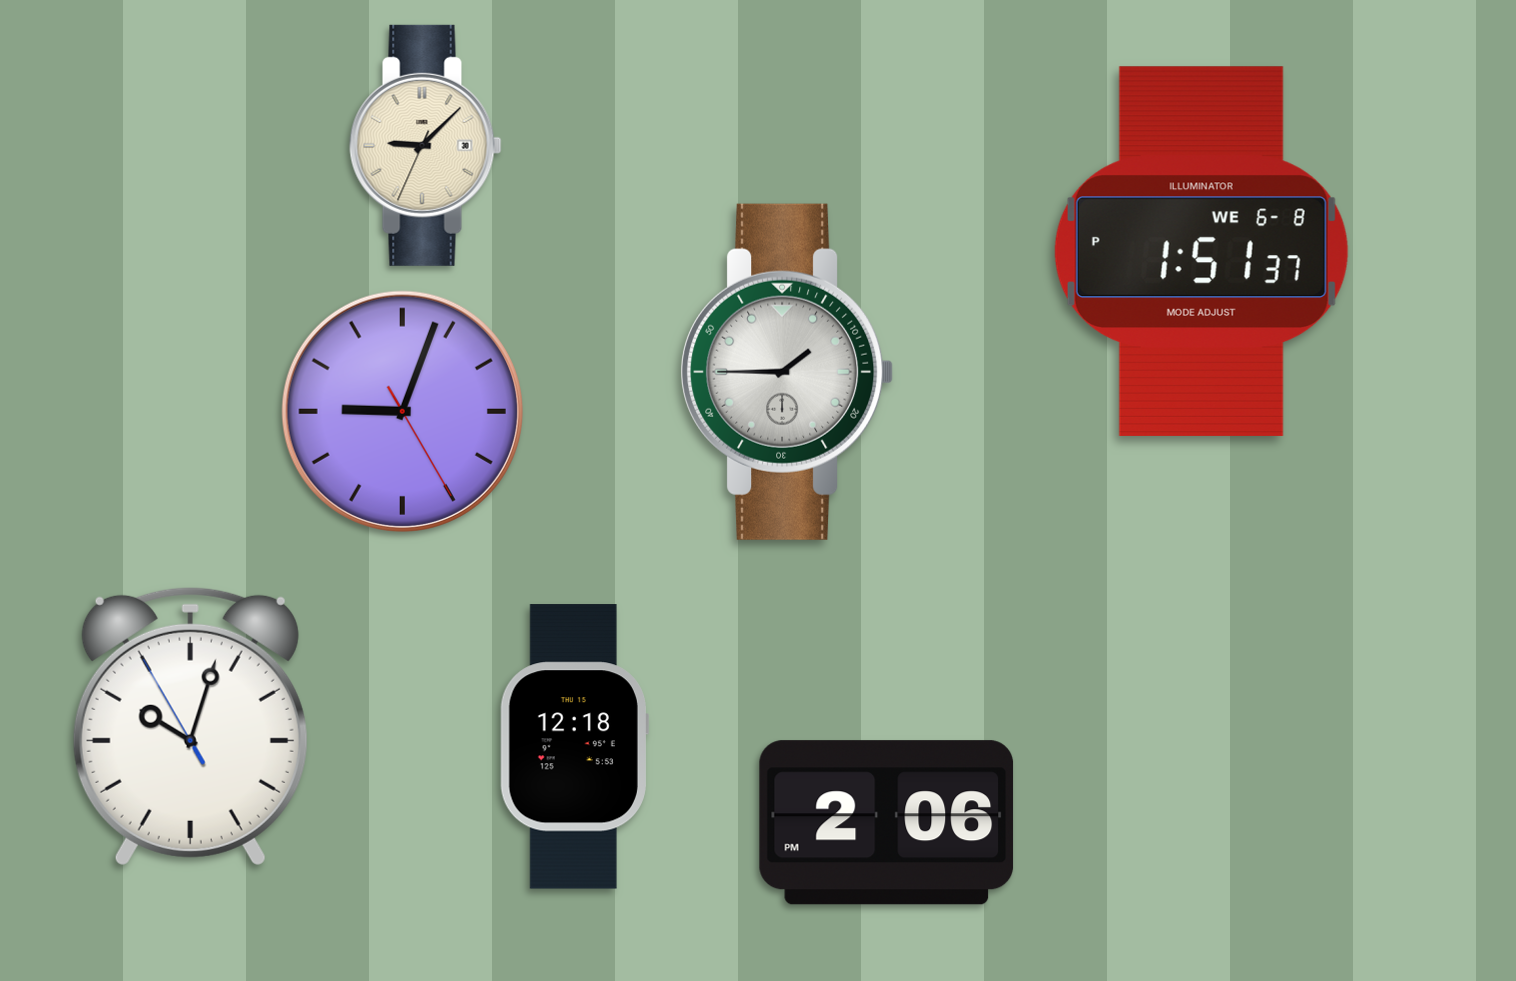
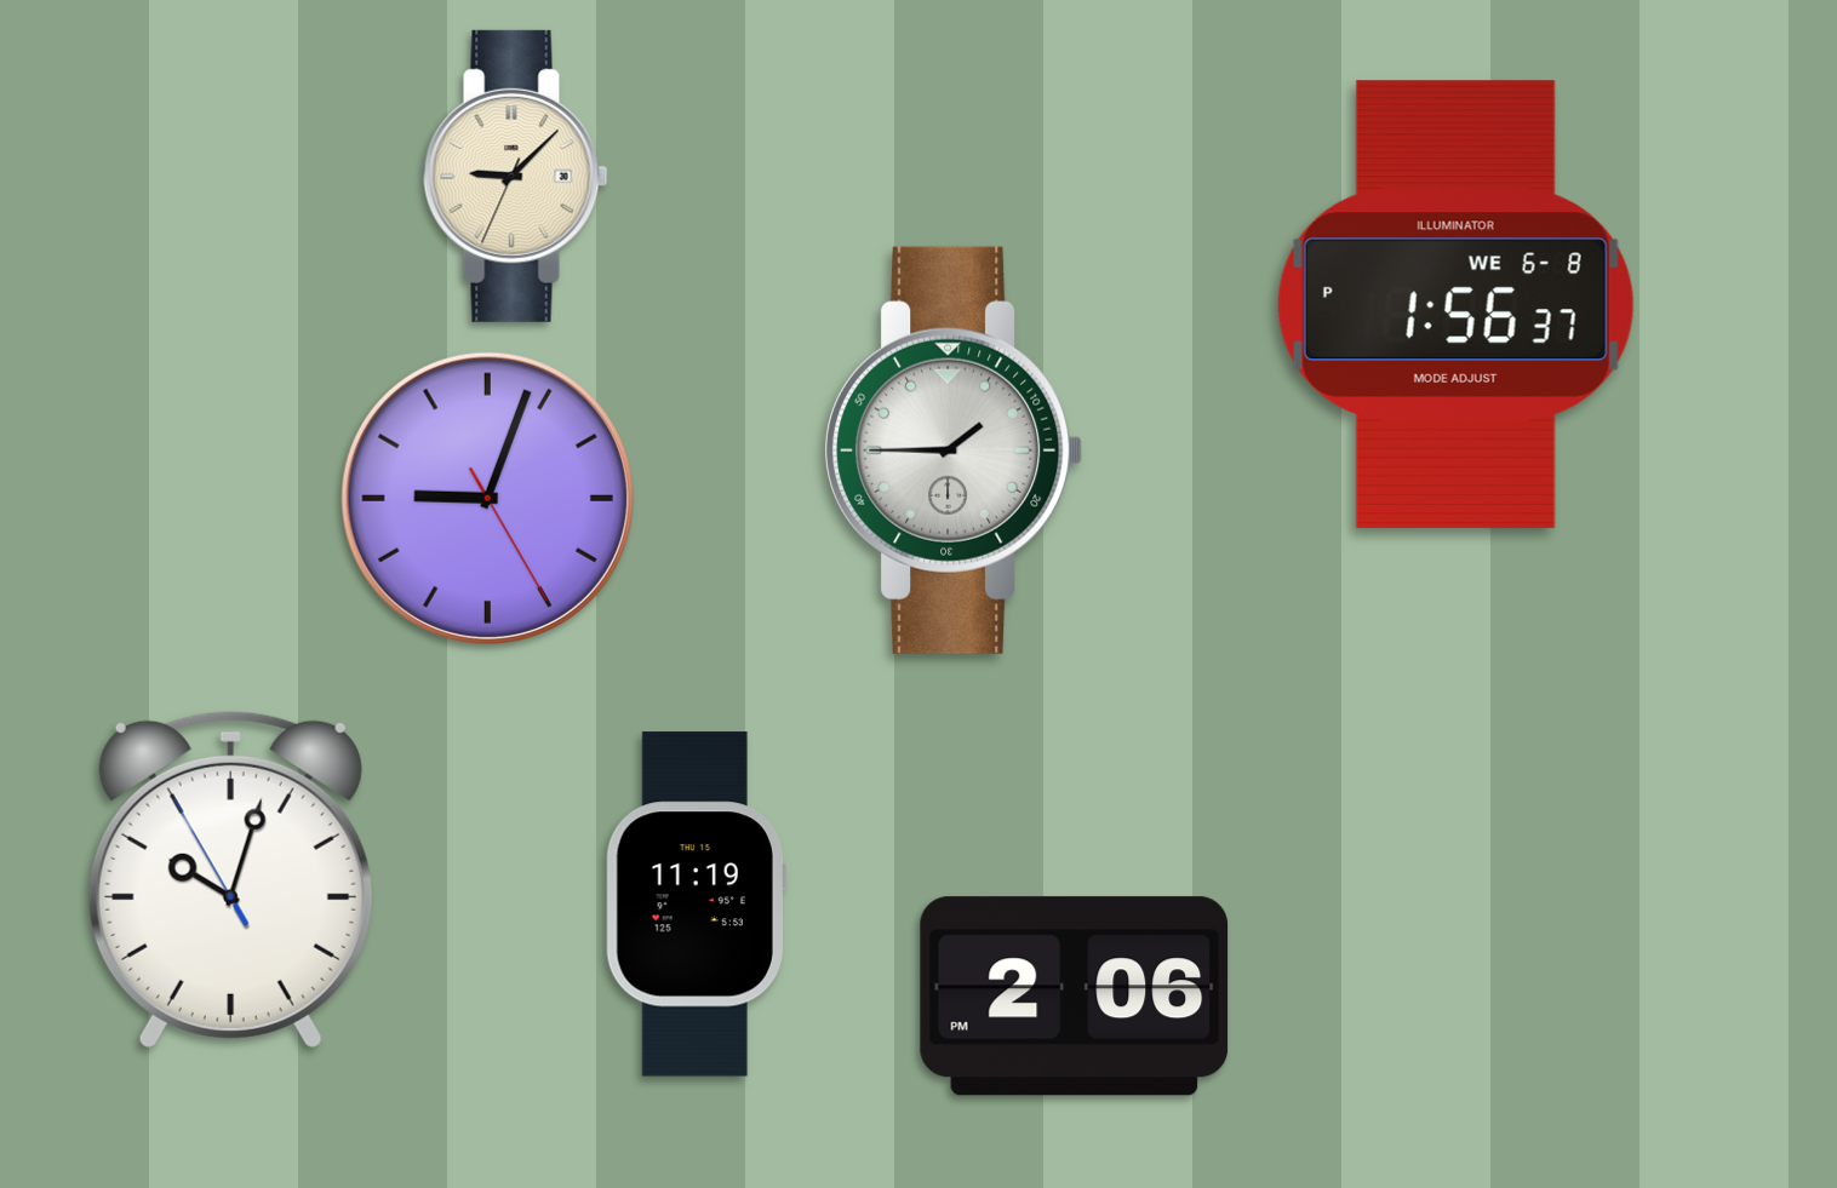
clock at (1201, 251): 1:51 -> 1:56
clock at (574, 747): 12:18 -> 11:19
